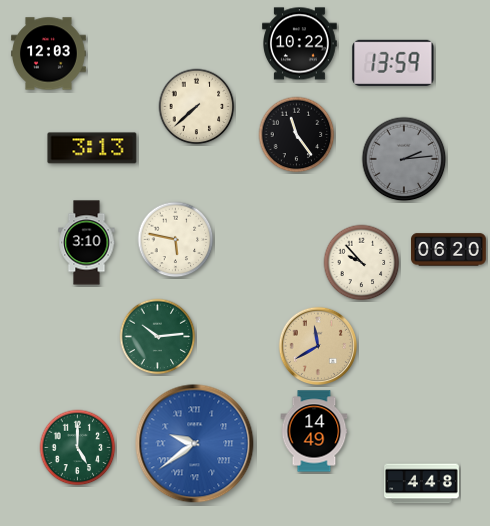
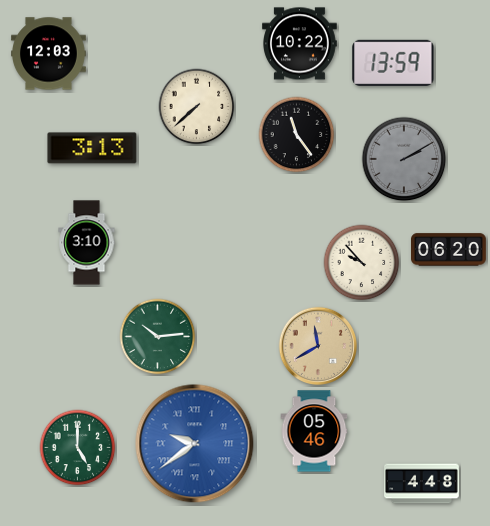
clock at (404, 159): 2:14 -> 2:10
clock at (176, 240): 5:47 -> none
clock at (314, 431): 14:49 -> 05:46
